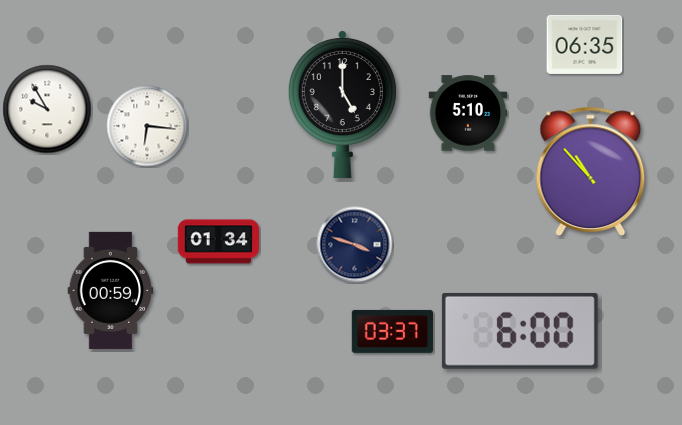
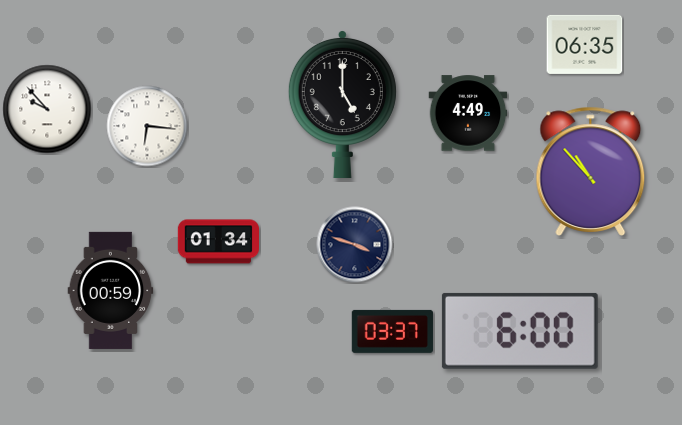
clock at (47, 109): 9:55 -> 9:53
clock at (468, 113): 5:10 -> 4:49
